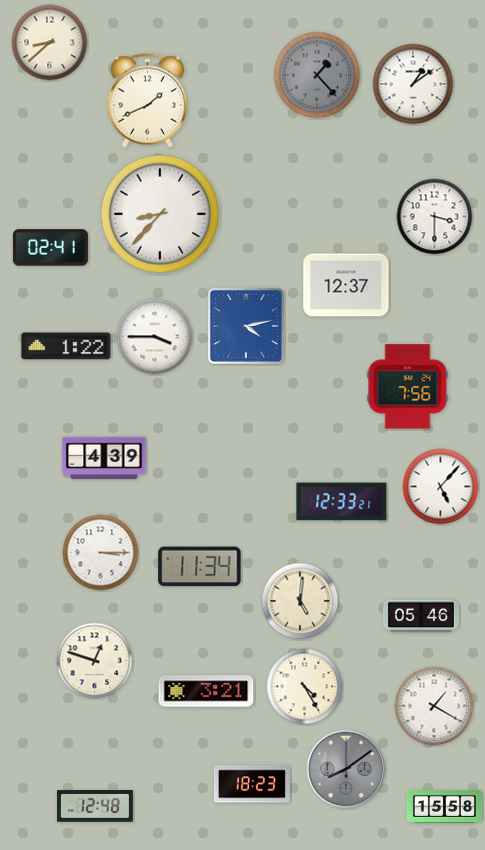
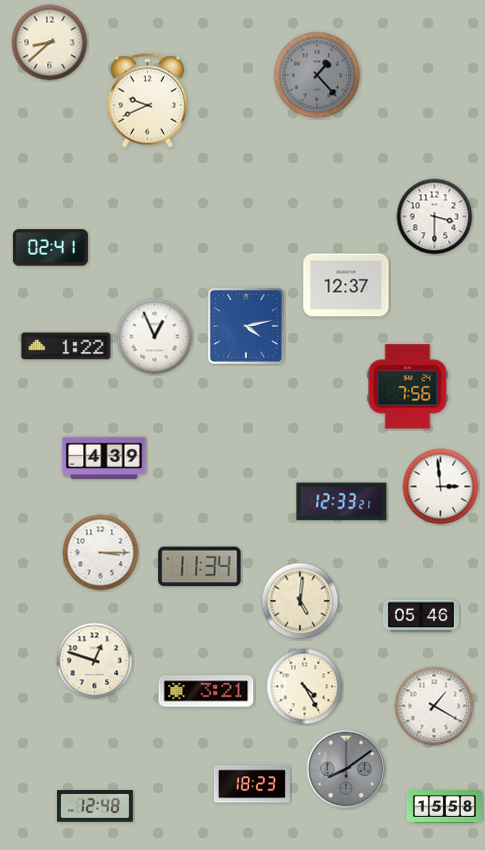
clock at (413, 84): 1:09 -> none
clock at (147, 101): 1:41 -> 9:41
clock at (160, 214): 8:37 -> none
clock at (155, 337): 3:45 -> 12:56
clock at (441, 487): 5:07 -> 2:59
